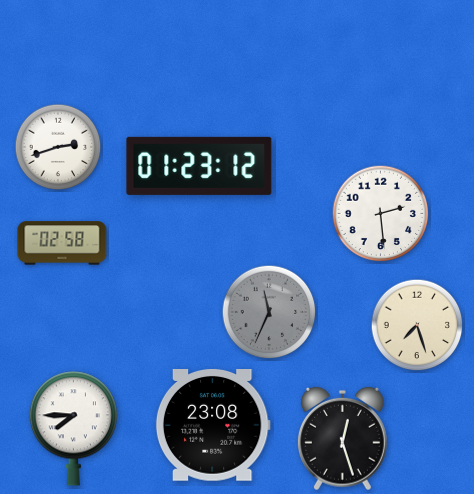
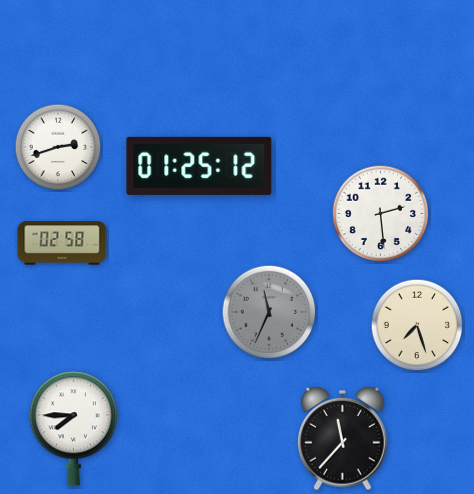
clock at (199, 166): 01:23 -> 01:25
clock at (213, 426): 23:08 -> none
clock at (342, 439): 12:27 -> 11:37
